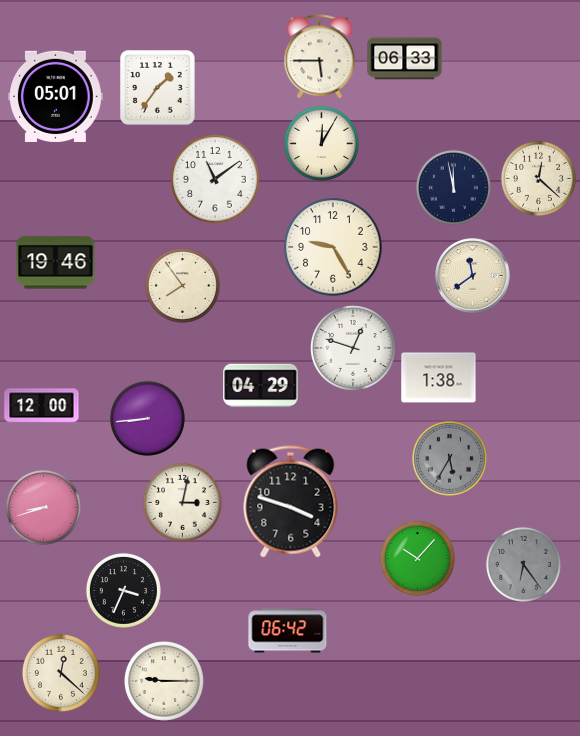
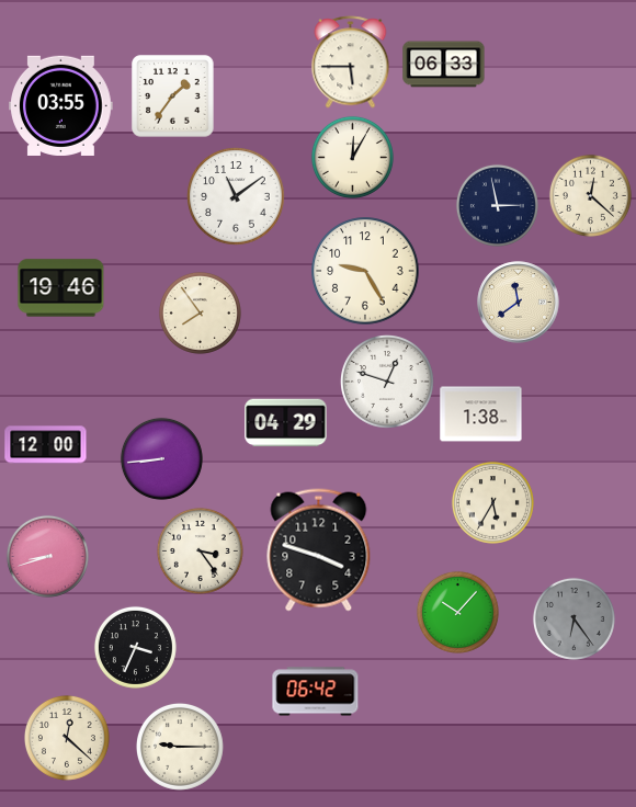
clock at (56, 96): 05:01 -> 03:55
clock at (453, 187): 11:58 -> 2:58
clock at (449, 458) dial: grey -> cream
clock at (182, 502): 3:02 -> 3:24
